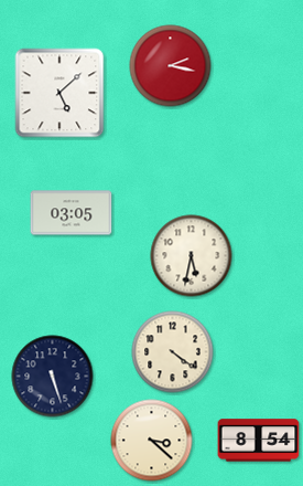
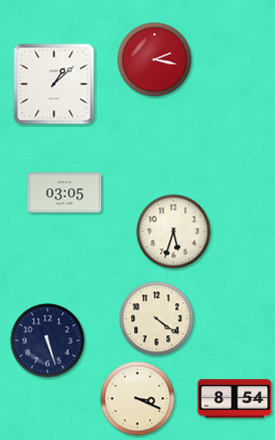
clock at (59, 93): 5:08 -> 1:08
clock at (192, 256): 5:32 -> 5:33
clock at (152, 441): 3:22 -> 3:19
